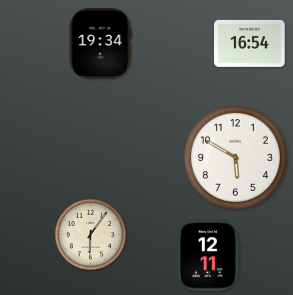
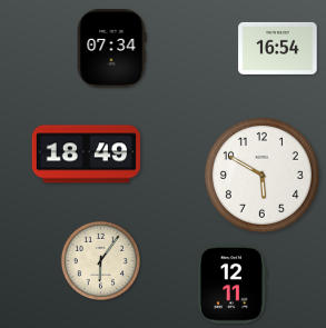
clock at (100, 44): 19:34 -> 07:34
clock at (86, 155): none -> 18:49
